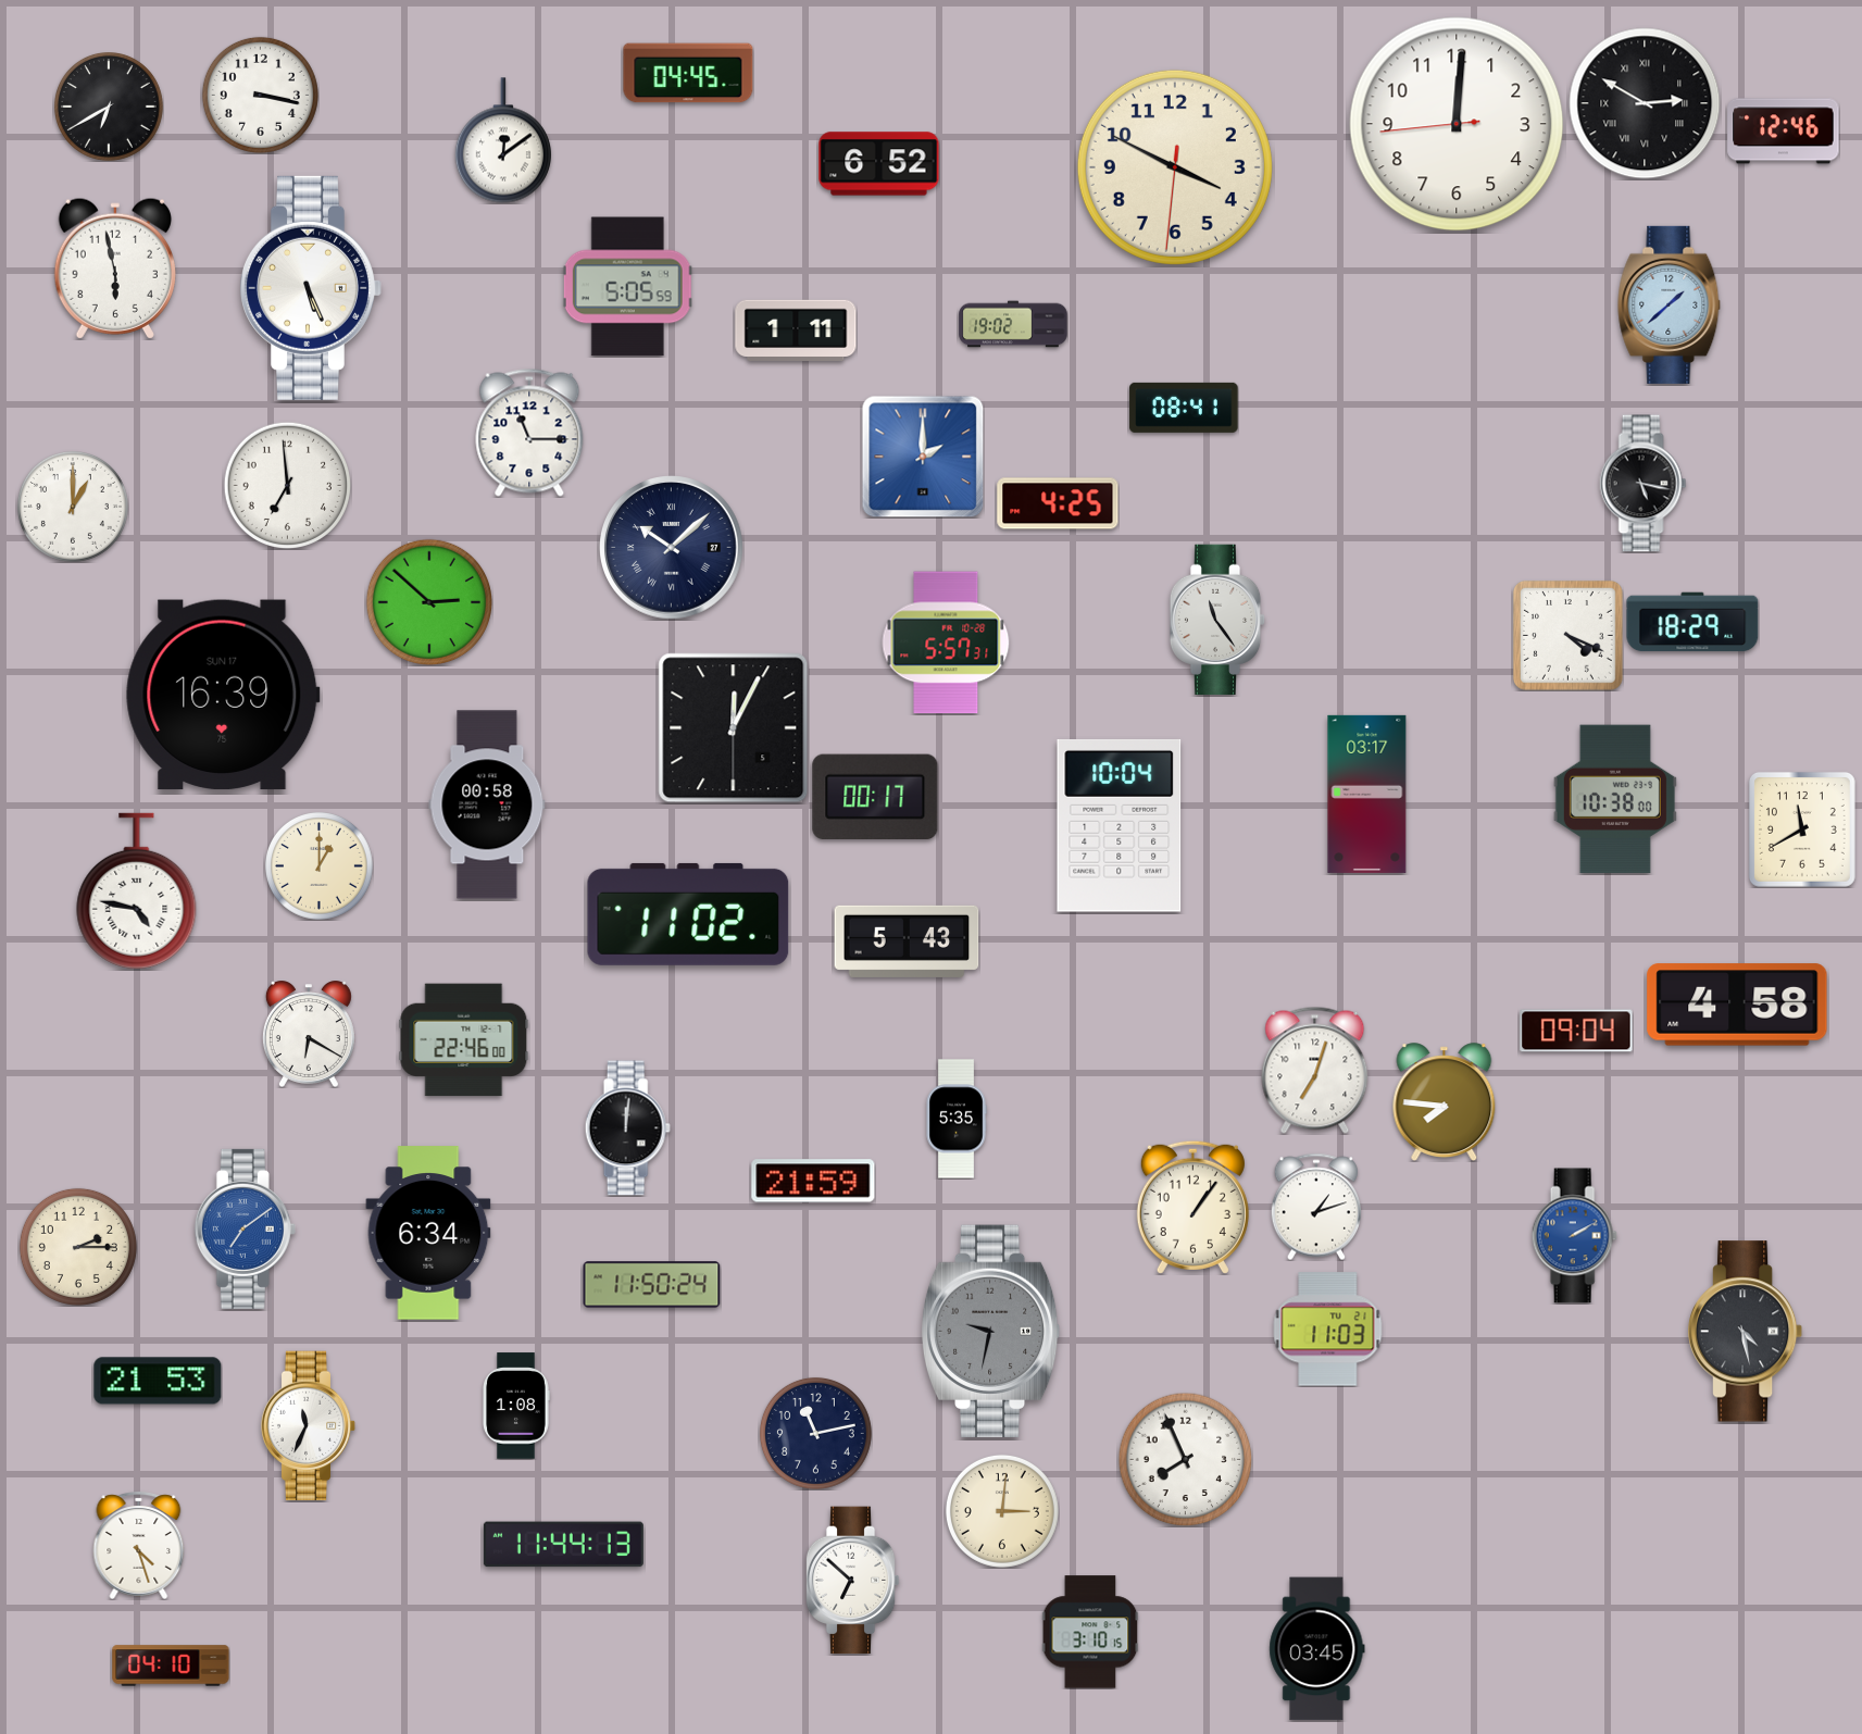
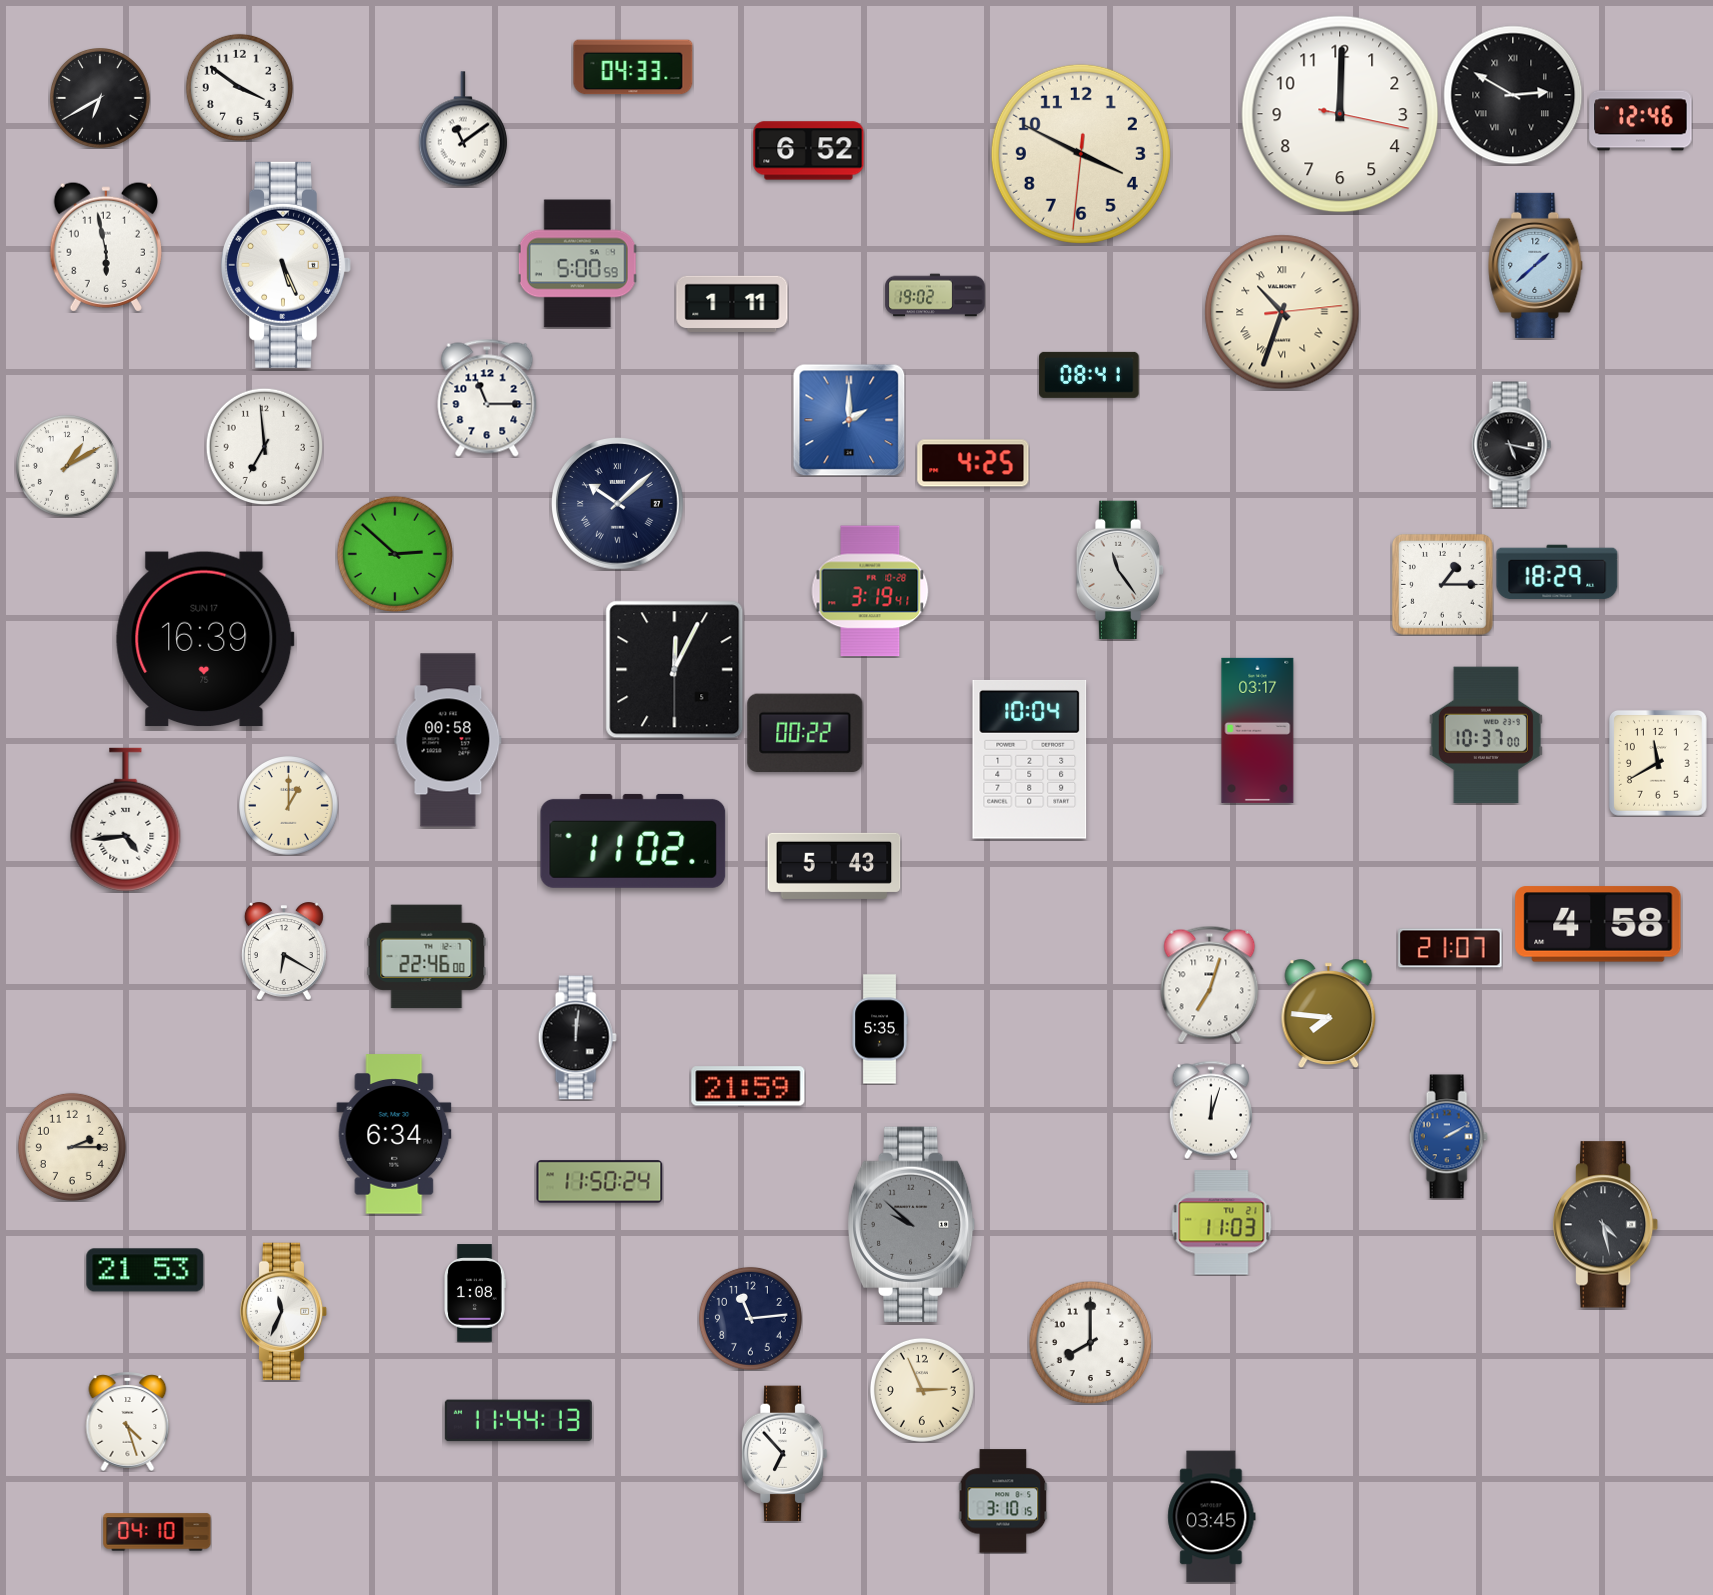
clock at (688, 73): 04:45 -> 04:33
clock at (260, 95): 3:17 -> 3:51
clock at (1457, 124): 12:00:44 -> 12:00:17
clock at (503, 140): 12:09 -> 11:09
clock at (628, 287): 5:05 -> 5:00
clock at (1670, 304) position: (1670, 304) -> (1536, 265)
clock at (1013, 324) position: (1013, 324) -> (935, 295)
clock at (1282, 312): none -> 10:33
clock at (73, 507): 1:00 -> 1:10
clock at (1567, 635): 4:19 -> 1:15
clock at (946, 643): 5:57 -> 3:19
clock at (875, 796): 00:17 -> 00:22
clock at (1615, 799): 10:38 -> 10:37
clock at (320, 866) position: (320, 866) -> (289, 806)
clock at (137, 891): 4:47 -> 4:44
clock at (1576, 1031): 09:04 -> 21:07
clock at (1192, 1207): 1:06 -> none
clock at (1316, 1207): 1:12 -> 12:03
clock at (245, 1228): 7:09 -> none
clock at (991, 1331): 9:32 -> 9:52
clock at (815, 1433): 11:13 -> 11:14
clock at (1185, 1459): 7:56 -> 8:00
clock at (1002, 1511): 3:01 -> 2:56
clock at (852, 1581): 6:52 -> 6:53
